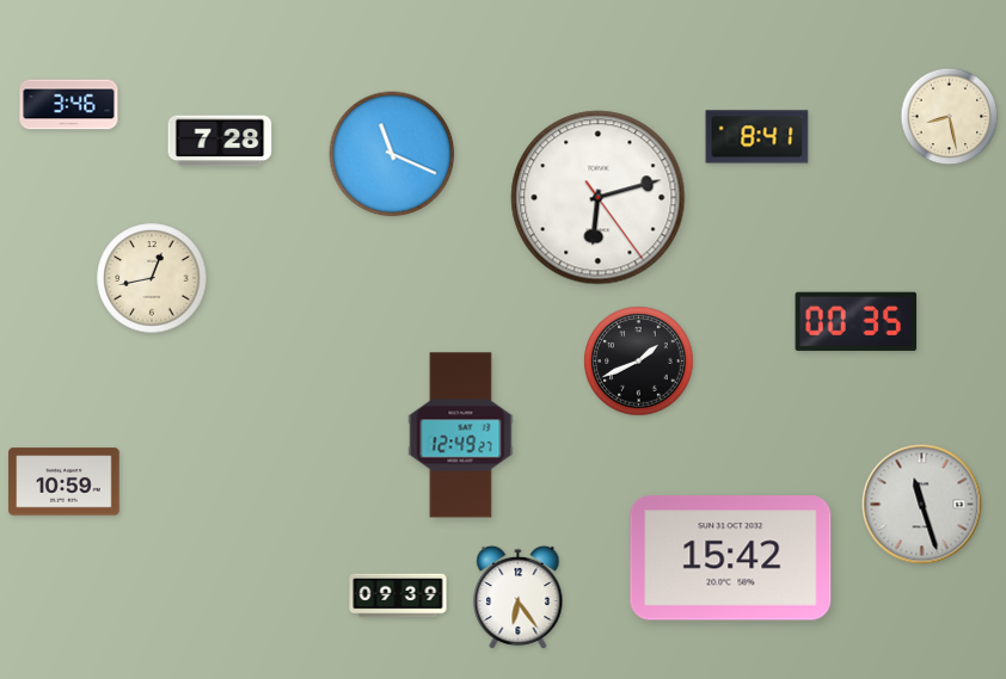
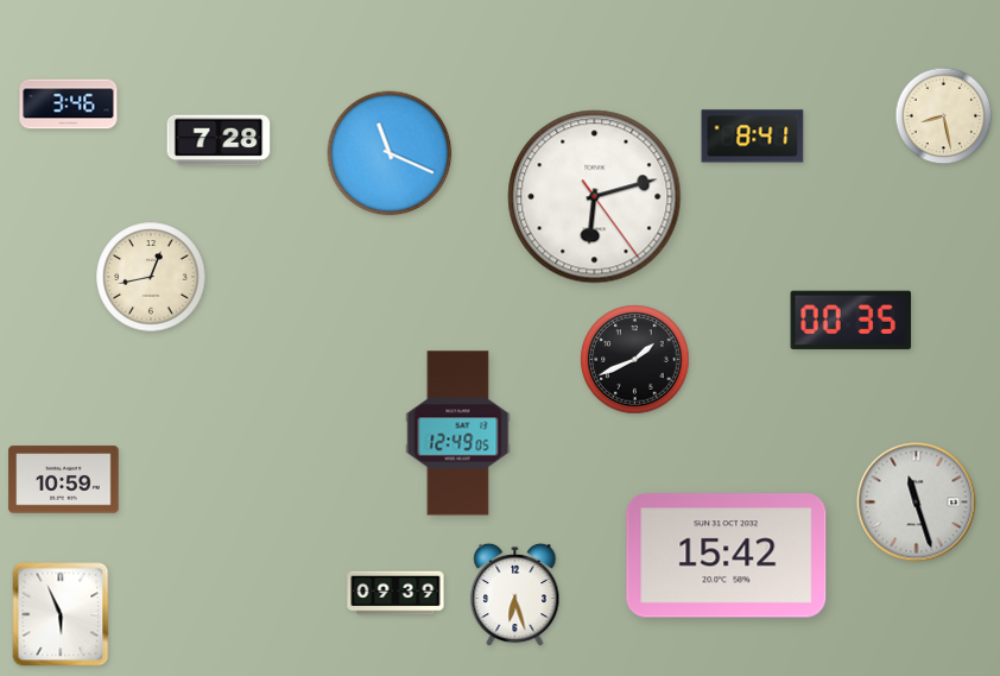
clock at (461, 436): 12:49:27 -> 12:49:05
clock at (519, 598): 6:24 -> 6:27
clock at (61, 614): none -> 5:56
